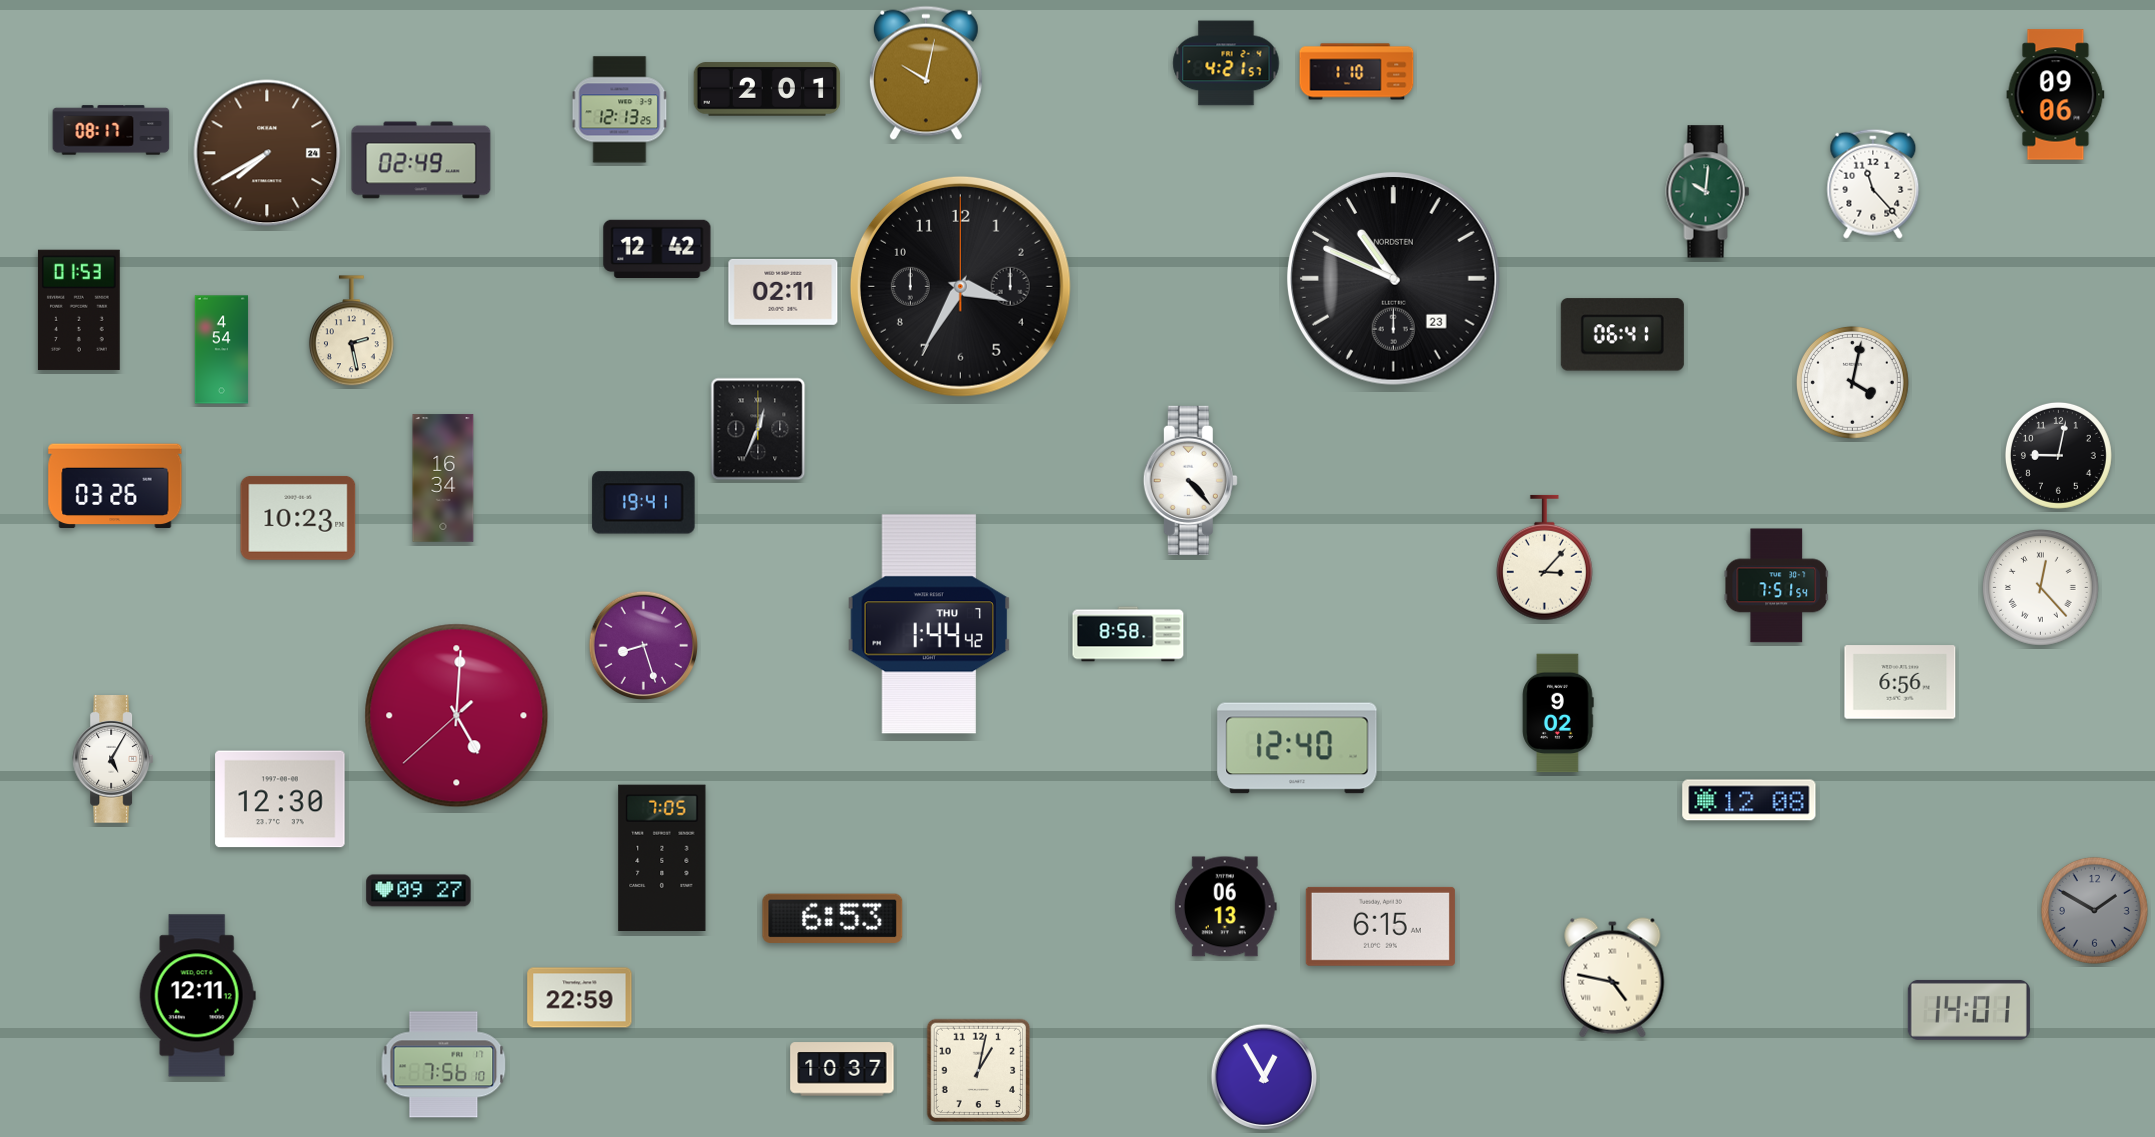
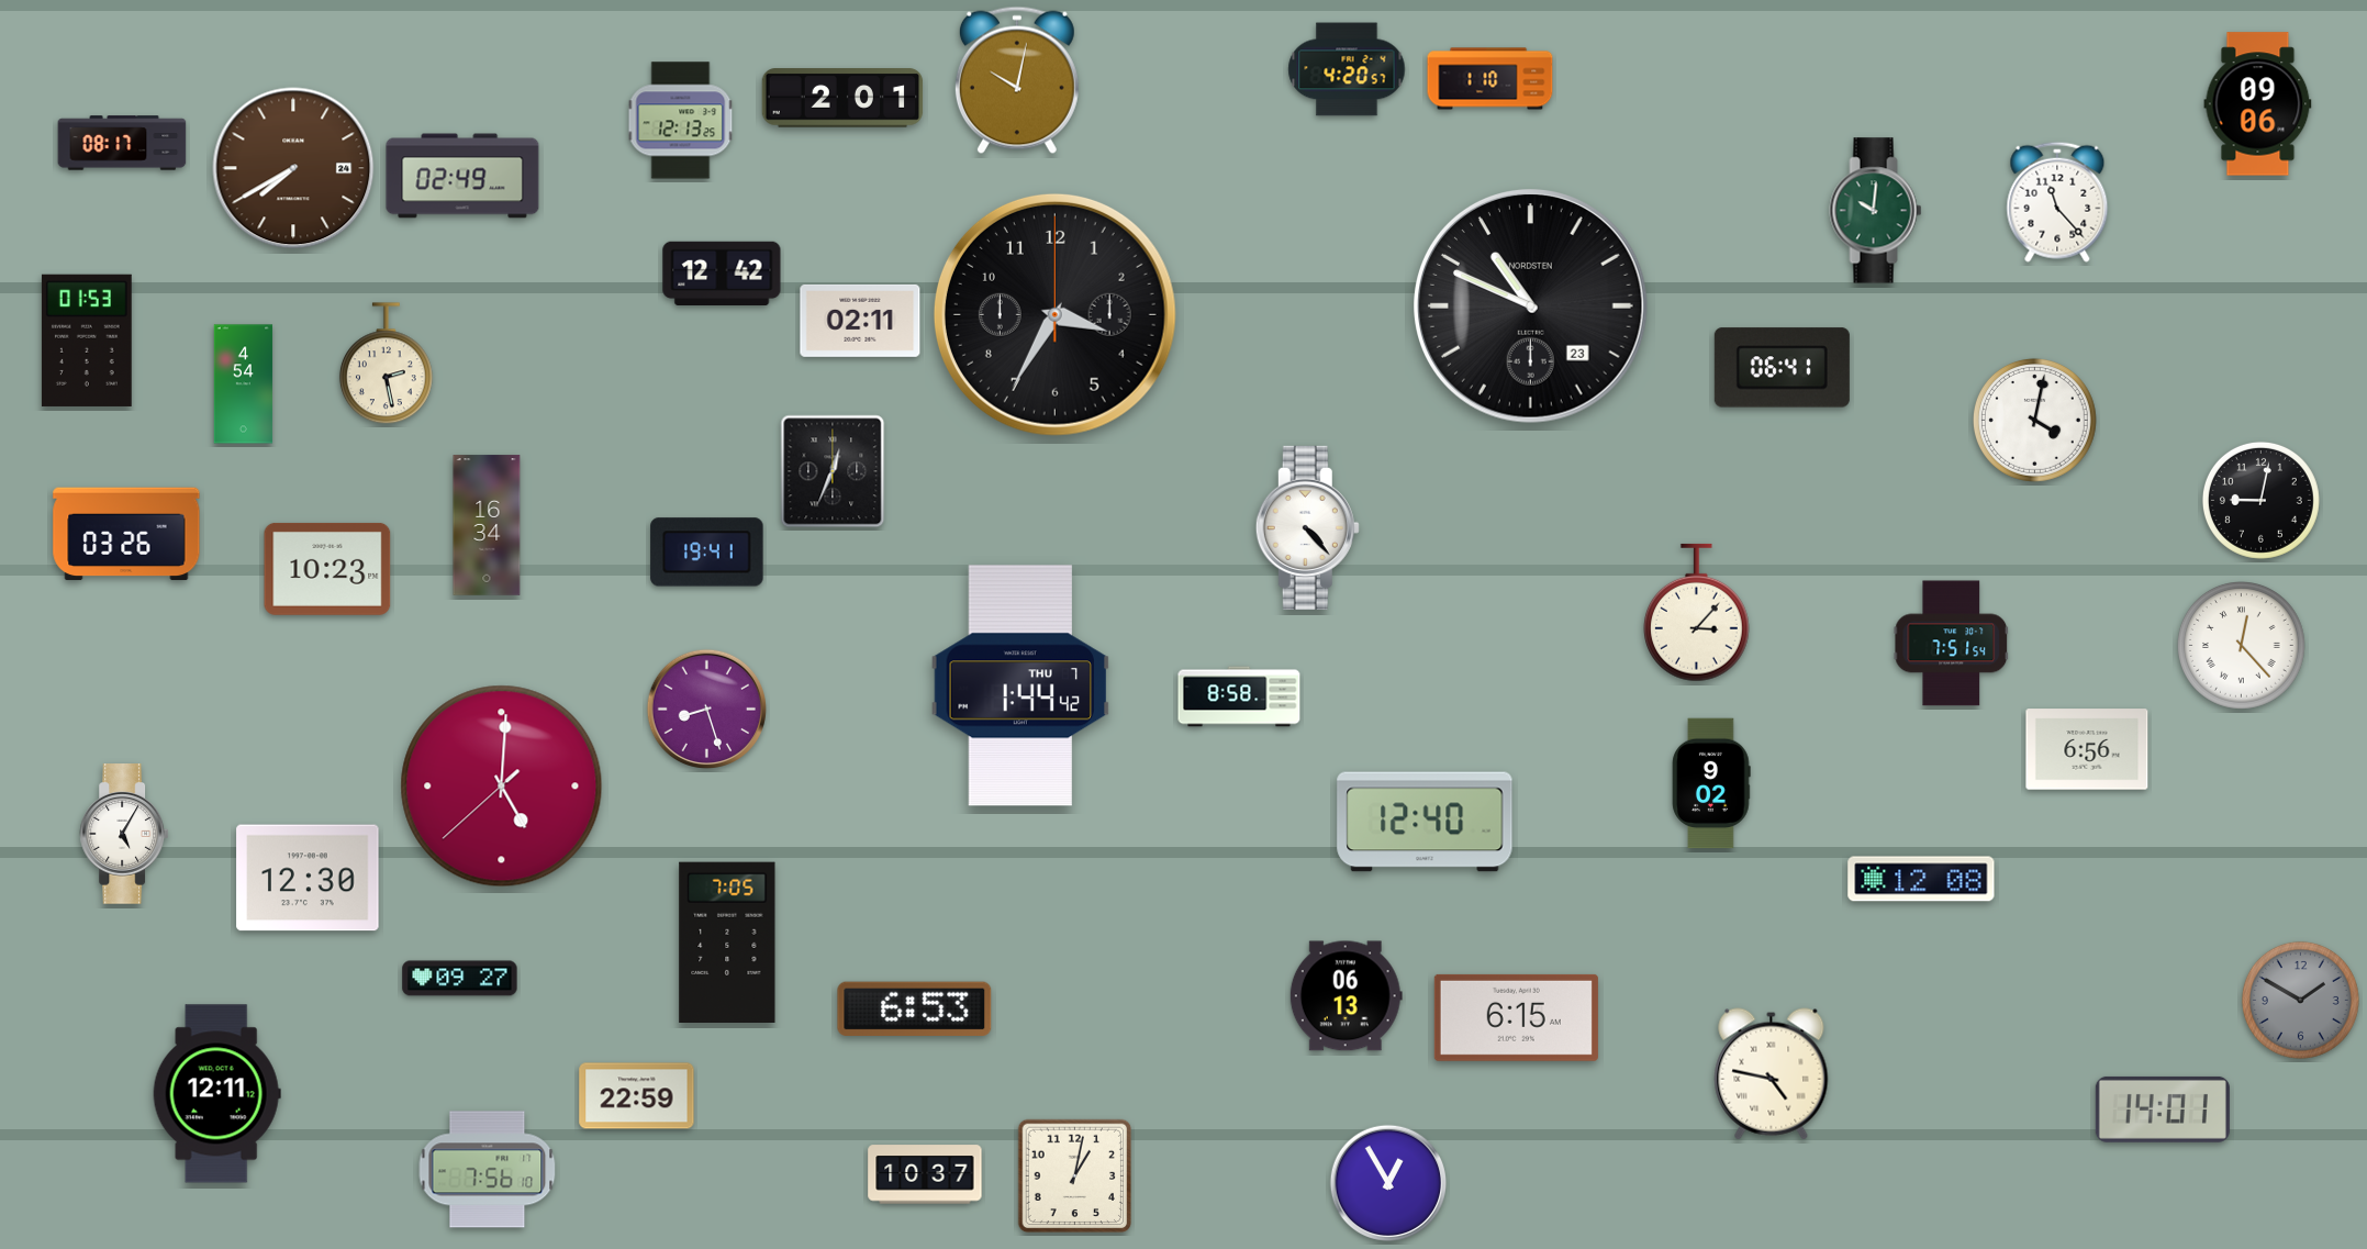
clock at (1226, 63): 4:21 -> 4:20
